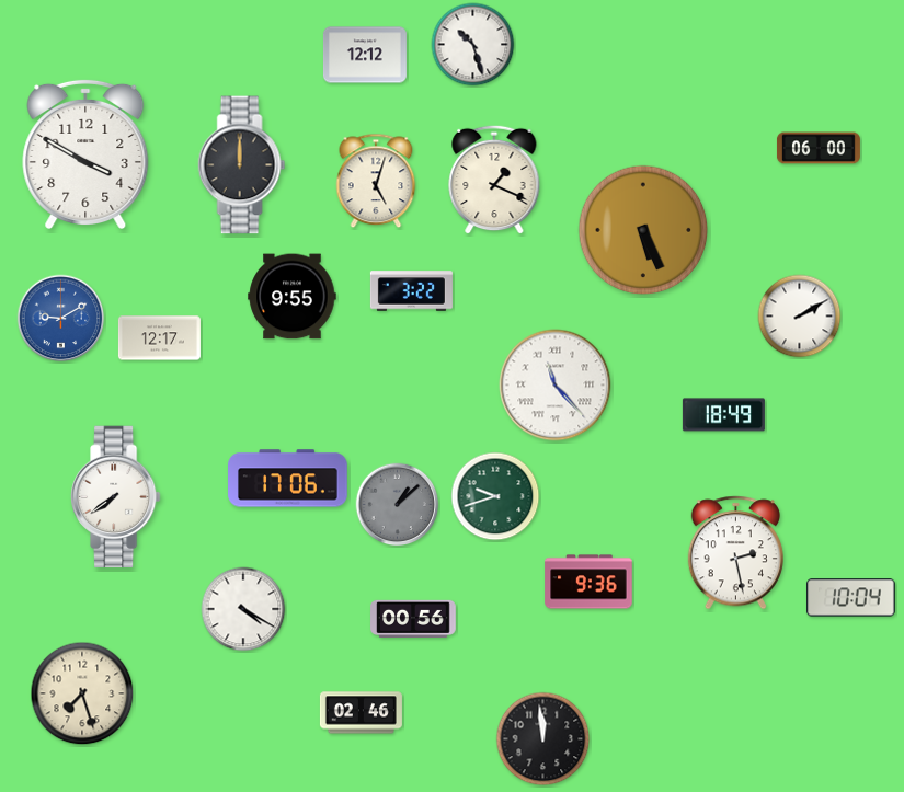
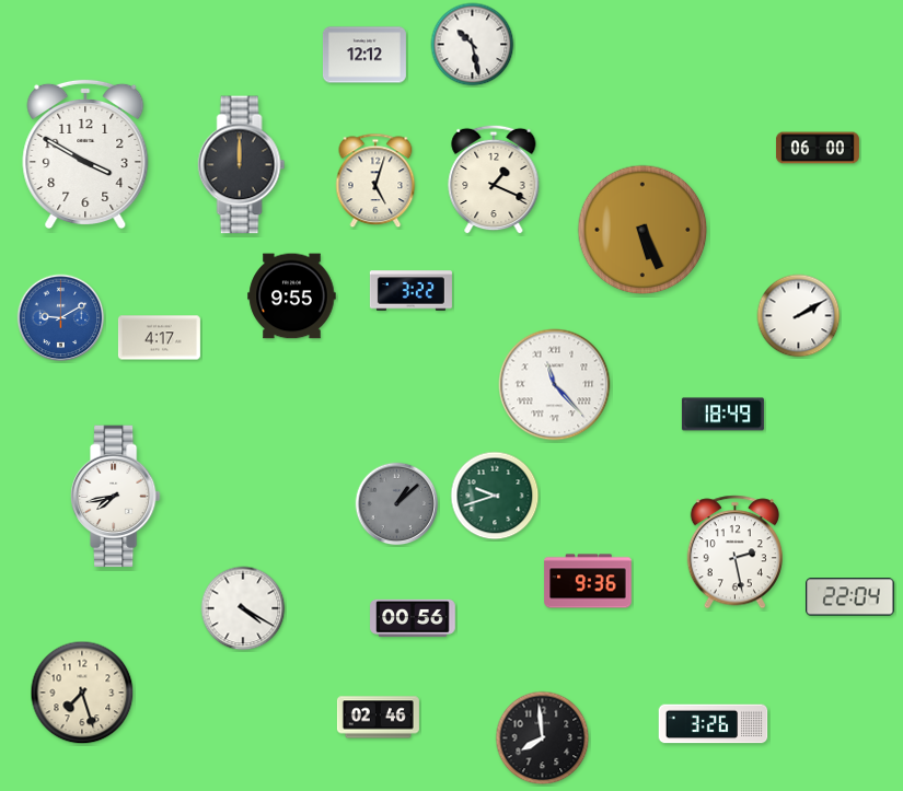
clock at (473, 45): 10:27 -> 10:28
clock at (159, 338): 12:17 -> 4:17
clock at (288, 479): 17:06 -> none
clock at (116, 497): 7:39 -> 7:43
clock at (851, 598): 10:04 -> 22:04
clock at (361, 713) position: (361, 713) -> (378, 718)
clock at (714, 724): none -> 3:26
clock at (543, 739): 11:59 -> 7:59
